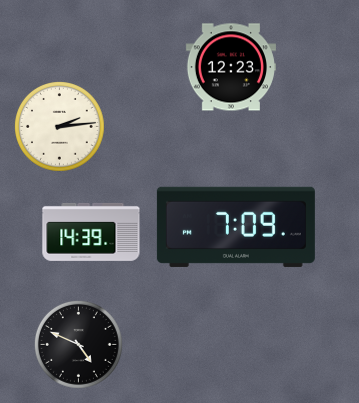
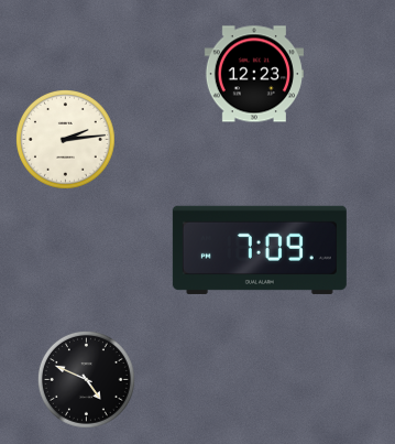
clock at (91, 232): 14:39 -> none
